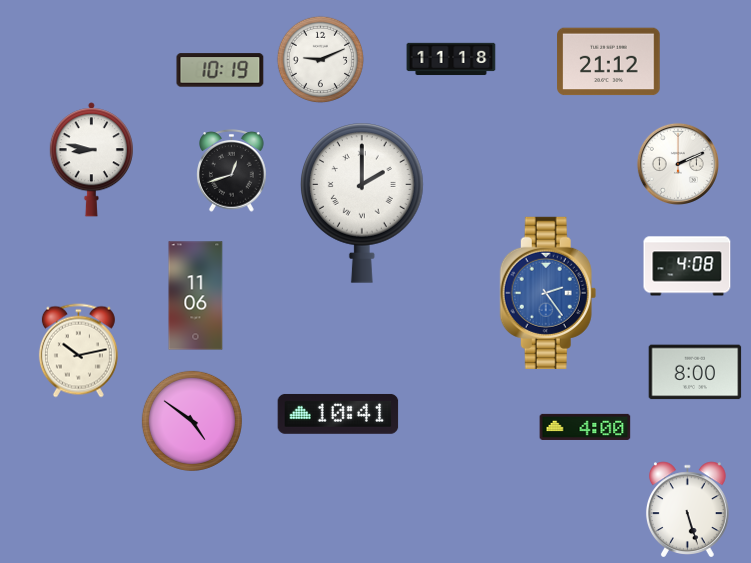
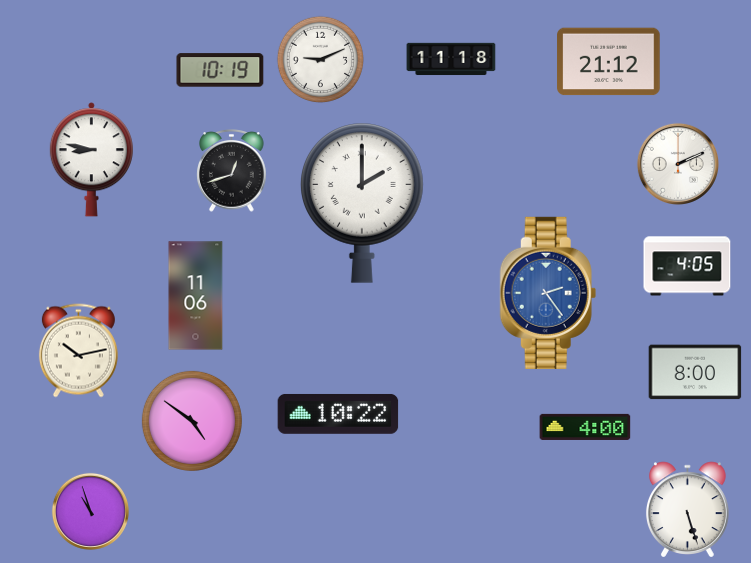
clock at (687, 266): 4:08 -> 4:05
clock at (338, 414): 10:41 -> 10:22
clock at (90, 511): none -> 10:57
